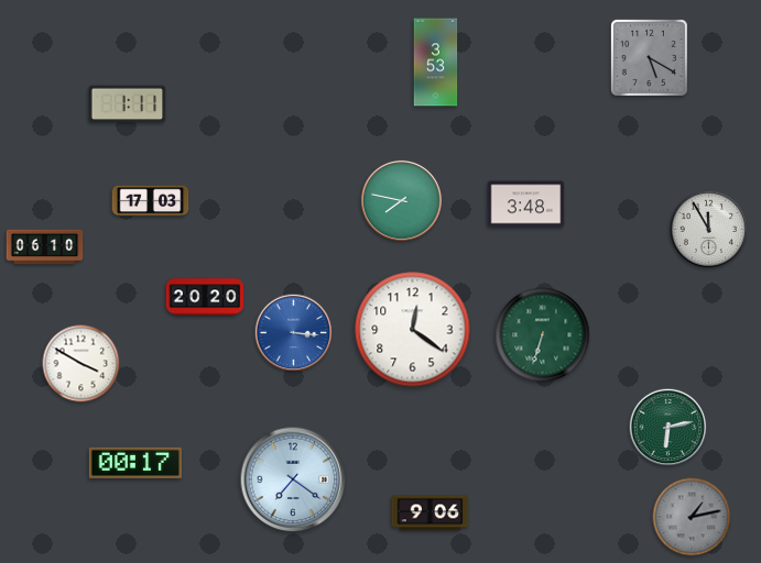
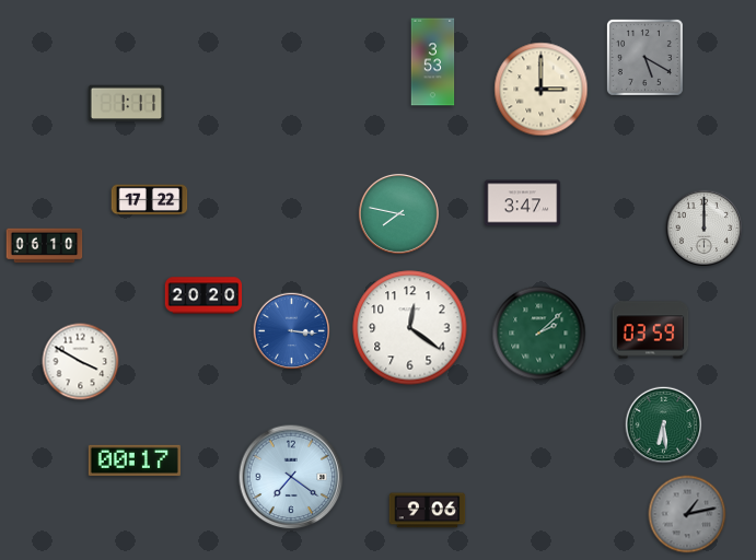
clock at (542, 90): none -> 3:00
clock at (401, 200) position: (401, 200) -> (398, 213)
clock at (151, 201): 17:03 -> 17:22
clock at (526, 205): 3:48 -> 3:47
clock at (709, 230): 11:55 -> 12:00
clock at (651, 330): none -> 03:59
clock at (543, 335): 6:33 -> 2:08
clock at (668, 428): 6:13 -> 6:29
